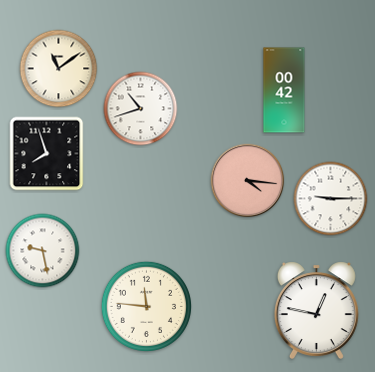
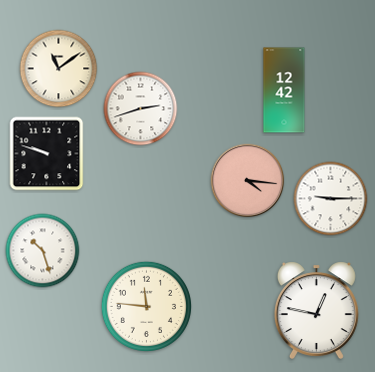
clock at (284, 90): 00:42 -> 12:42
clock at (141, 109): 10:42 -> 2:42
clock at (47, 154): 7:57 -> 9:48
clock at (43, 251): 9:28 -> 10:27
